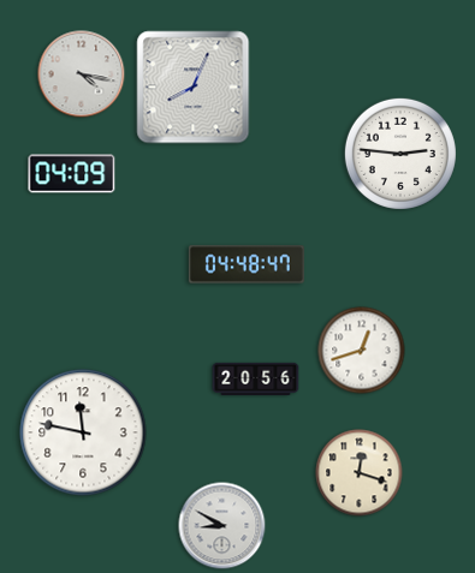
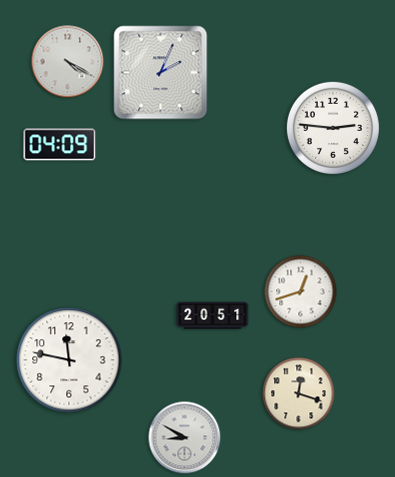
clock at (82, 74): 4:17 -> 4:20
clock at (194, 88): 8:04 -> 2:04
clock at (247, 264): 04:48 -> none
clock at (256, 378): 20:56 -> 20:51
